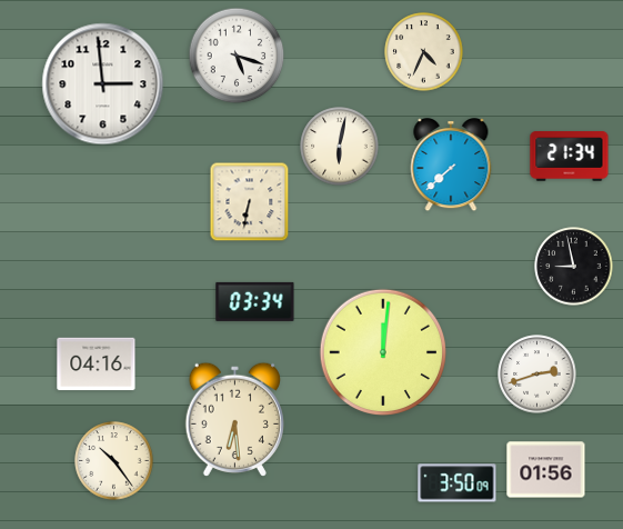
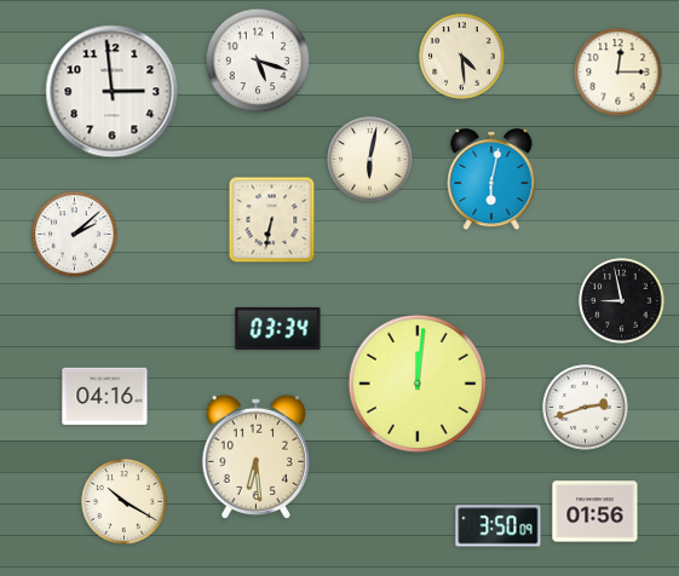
clock at (424, 52): 4:34 -> 4:29
clock at (618, 73): none -> 12:15
clock at (570, 157): 21:34 -> none
clock at (451, 166): 7:38 -> 6:02
clock at (75, 235): none -> 2:08
clock at (574, 267) position: (574, 267) -> (622, 301)
clock at (114, 461): 10:24 -> 10:20
